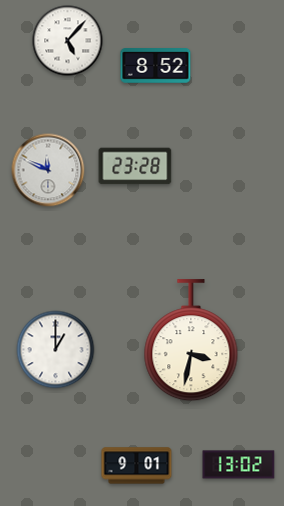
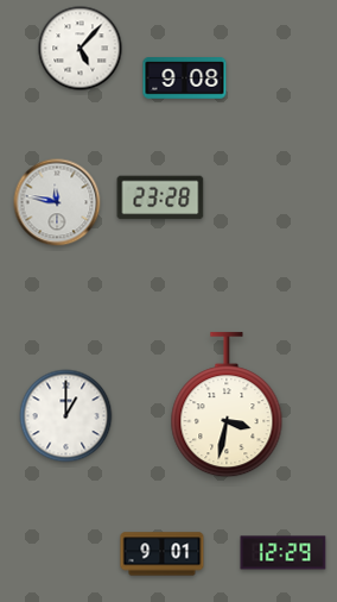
clock at (156, 66): 8:52 -> 9:08
clock at (48, 170): 11:49 -> 11:47
clock at (239, 465): 13:02 -> 12:29
